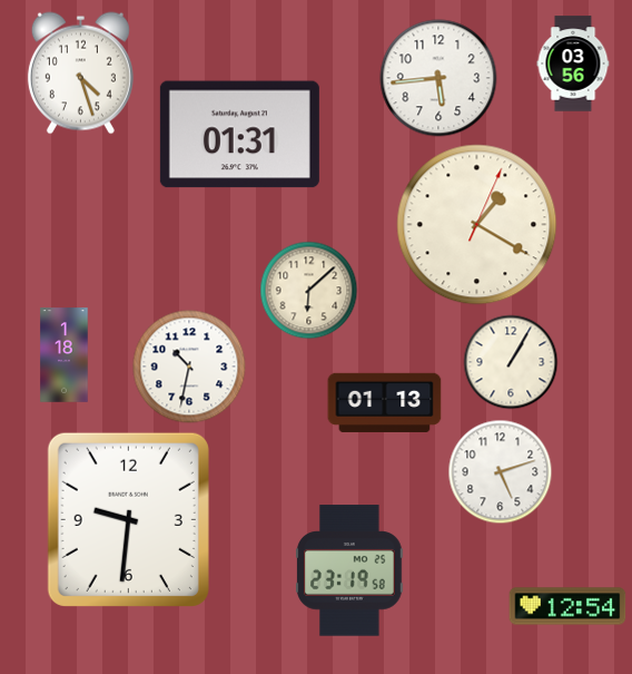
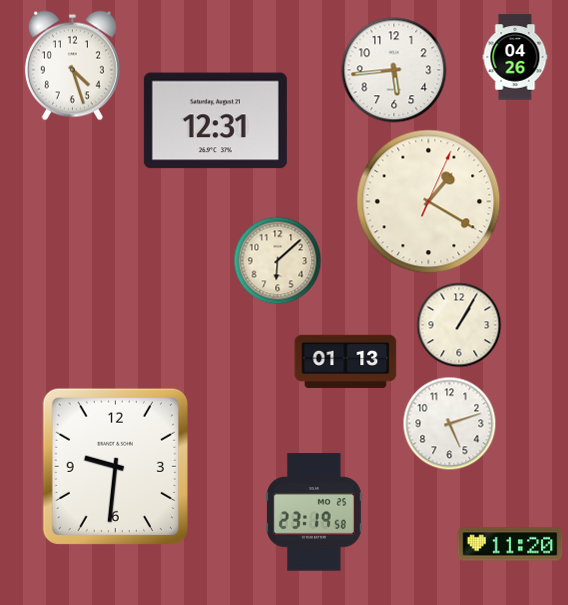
clock at (573, 64): 03:56 -> 04:26
clock at (239, 135): 01:31 -> 12:31
clock at (65, 355): 1:18 -> none
clock at (189, 367): 10:32 -> none
clock at (567, 606): 12:54 -> 11:20
